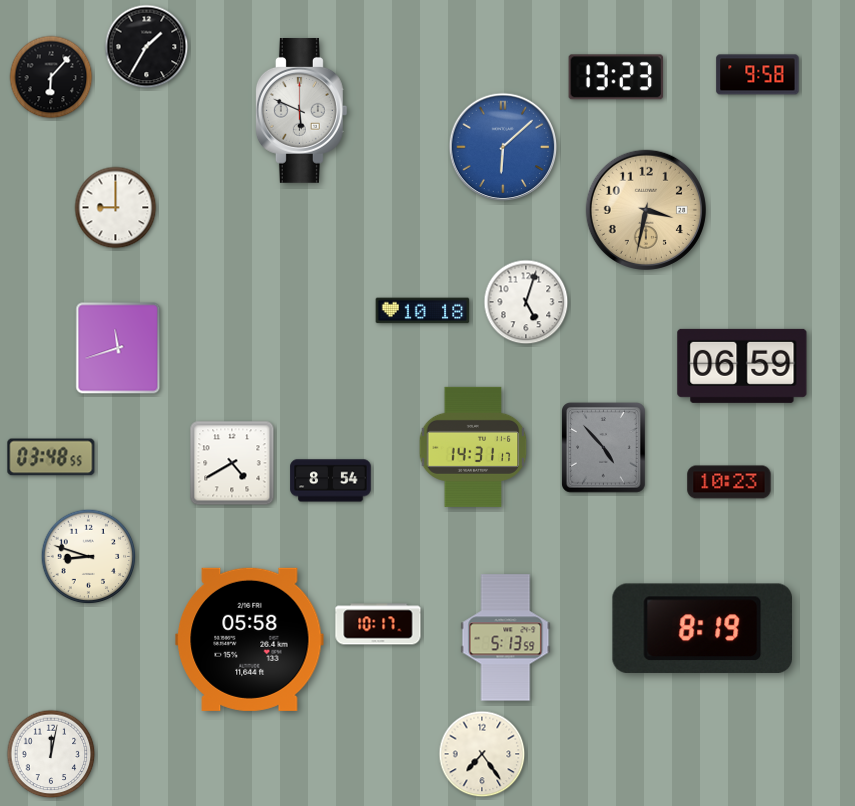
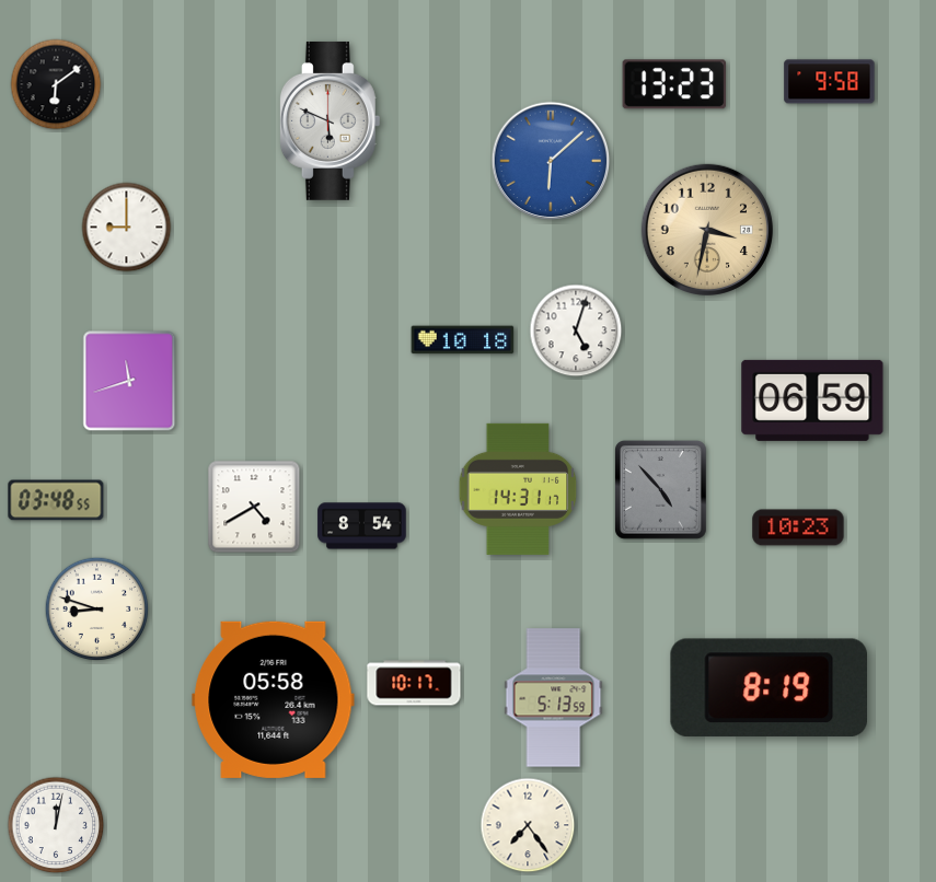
clock at (147, 47): 1:35 -> none
clock at (51, 77): 6:07 -> 6:09
